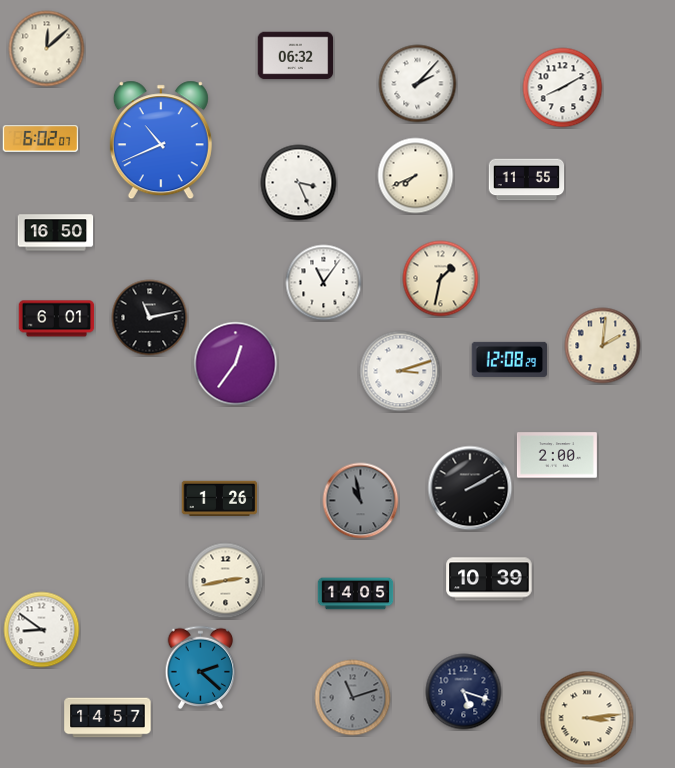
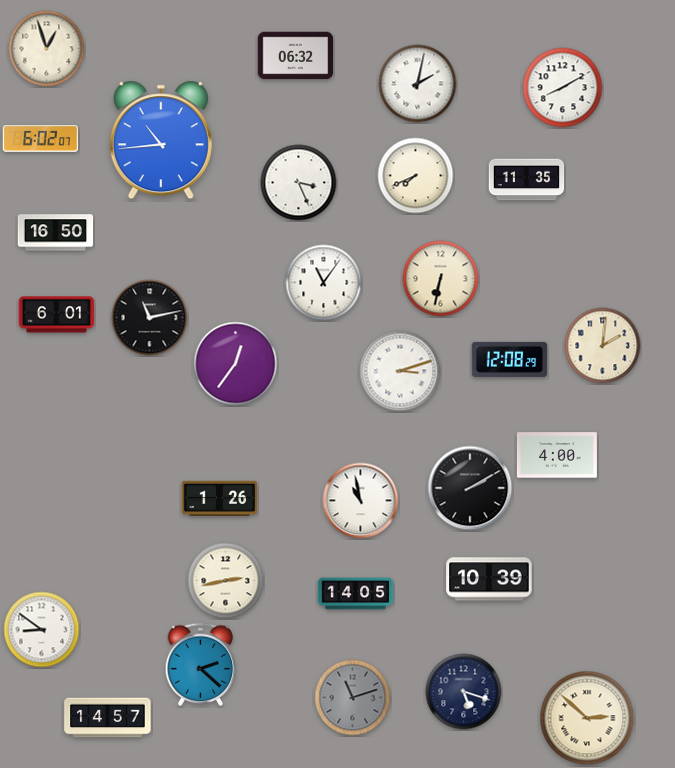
clock at (47, 49): 12:08 -> 12:57
clock at (418, 84): 2:07 -> 2:02
clock at (161, 140): 10:41 -> 10:44
clock at (527, 180): 11:55 -> 11:35
clock at (441, 279): 1:32 -> 6:32
clock at (57, 319) position: (57, 319) -> (57, 315)
clock at (557, 455): 2:00 -> 4:00
clock at (361, 501) dial: grey -> white
clock at (201, 668) position: (201, 668) -> (201, 665)
clock at (587, 718): 3:14 -> 2:52
